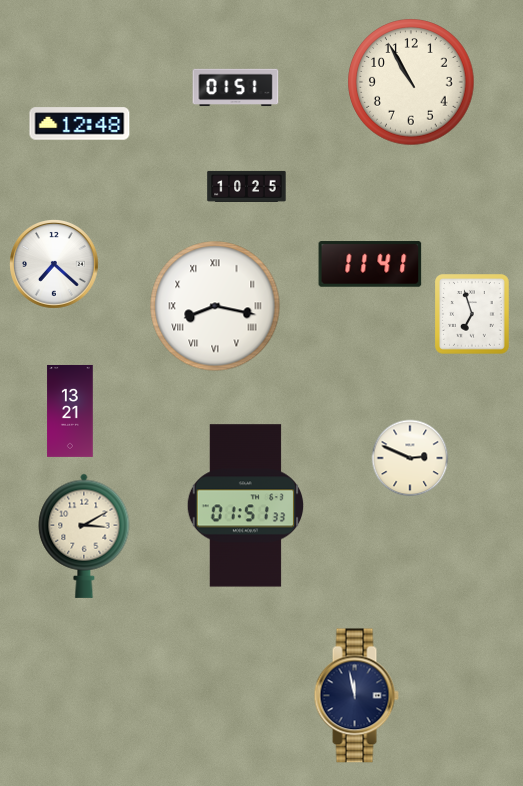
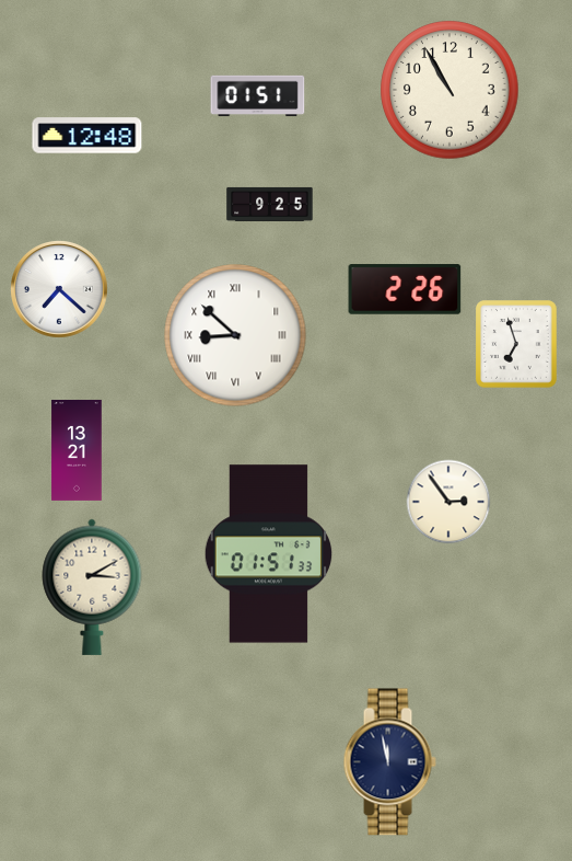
clock at (247, 186): 10:25 -> 9:25
clock at (370, 264): 11:41 -> 2:26
clock at (215, 306): 8:17 -> 8:52
clock at (410, 458): 2:49 -> 2:54
